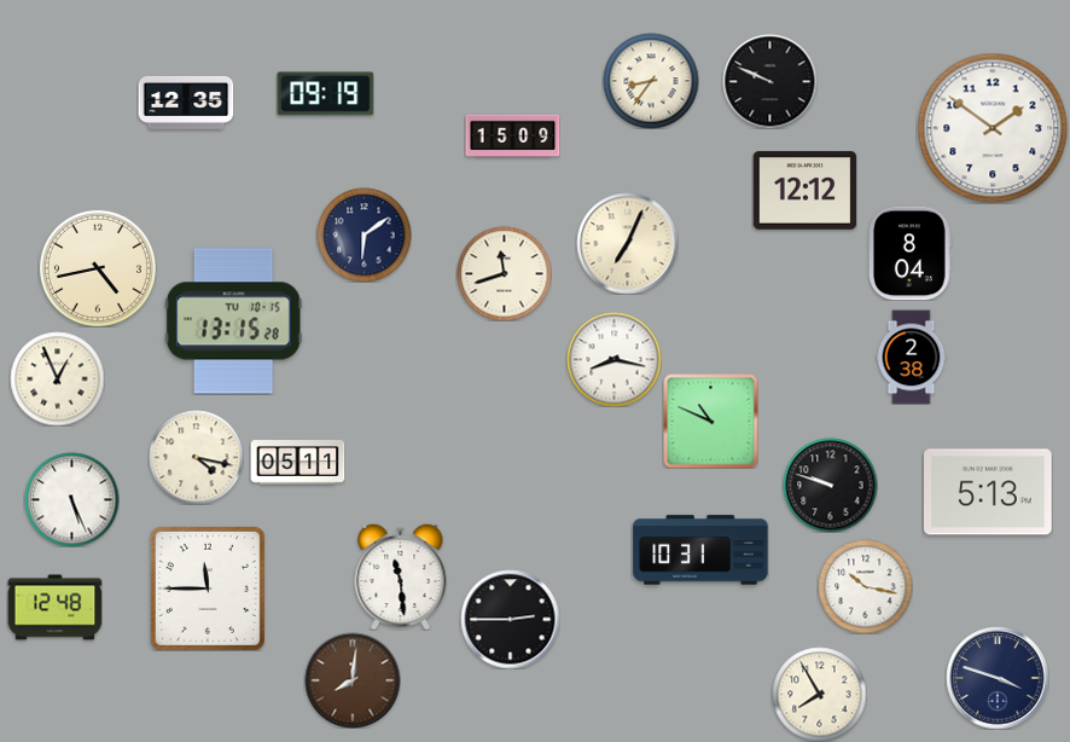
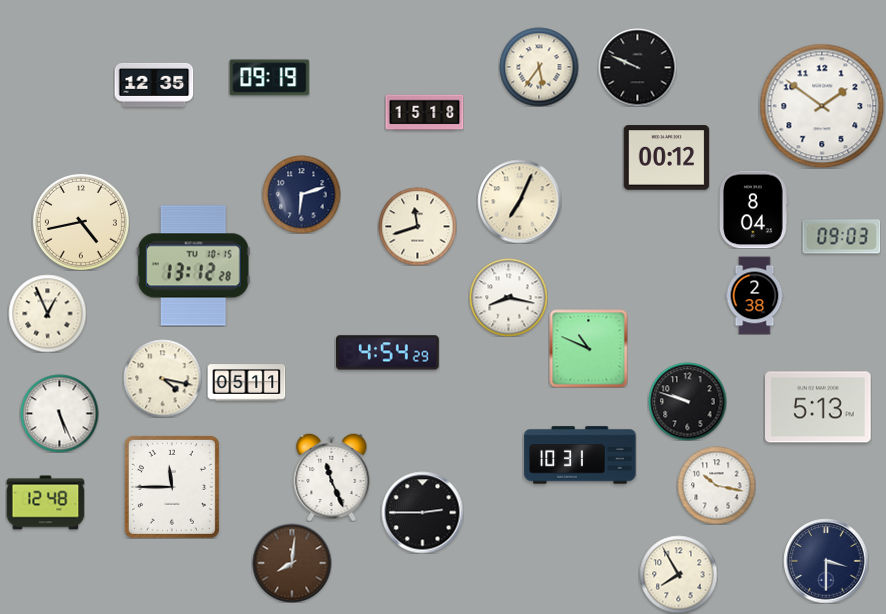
clock at (651, 81): 8:36 -> 5:36
clock at (512, 137): 15:09 -> 15:18
clock at (804, 191): 12:12 -> 00:12
clock at (364, 234): 6:09 -> 6:12
clock at (841, 237): none -> 09:03
clock at (233, 321): 13:15 -> 13:12
clock at (388, 353): none -> 4:54
clock at (401, 576): 11:29 -> 11:26
clock at (998, 678): 3:48 -> 3:30
